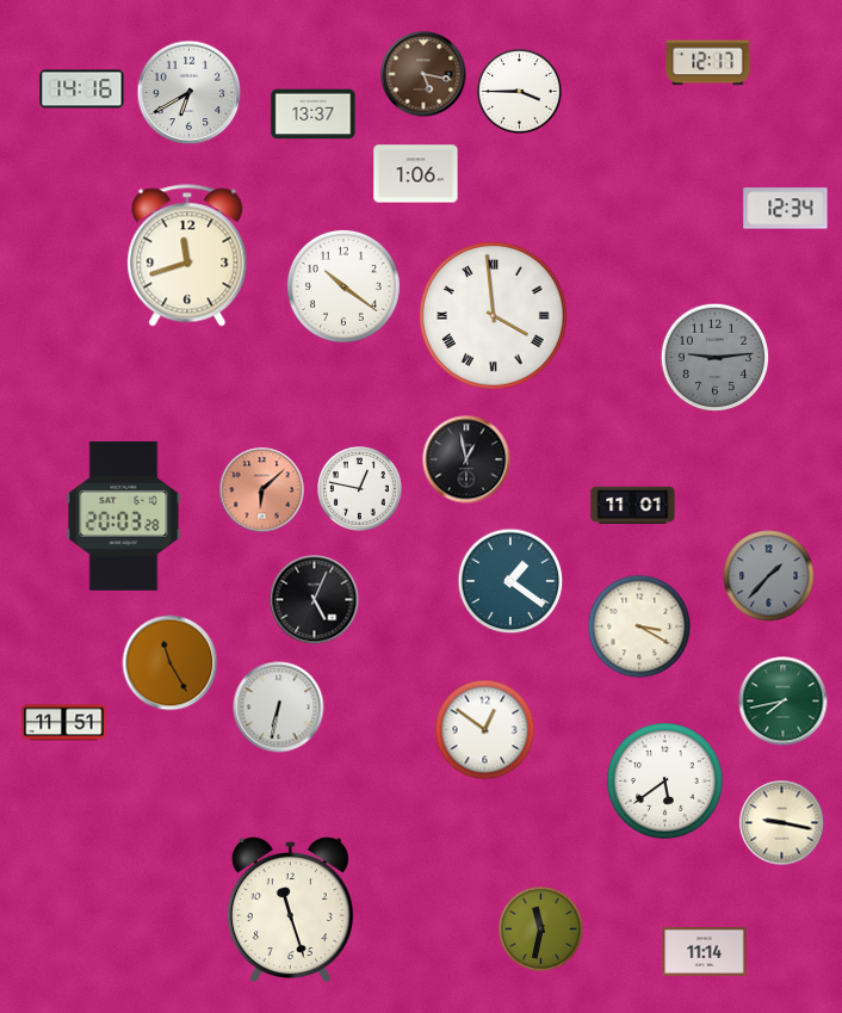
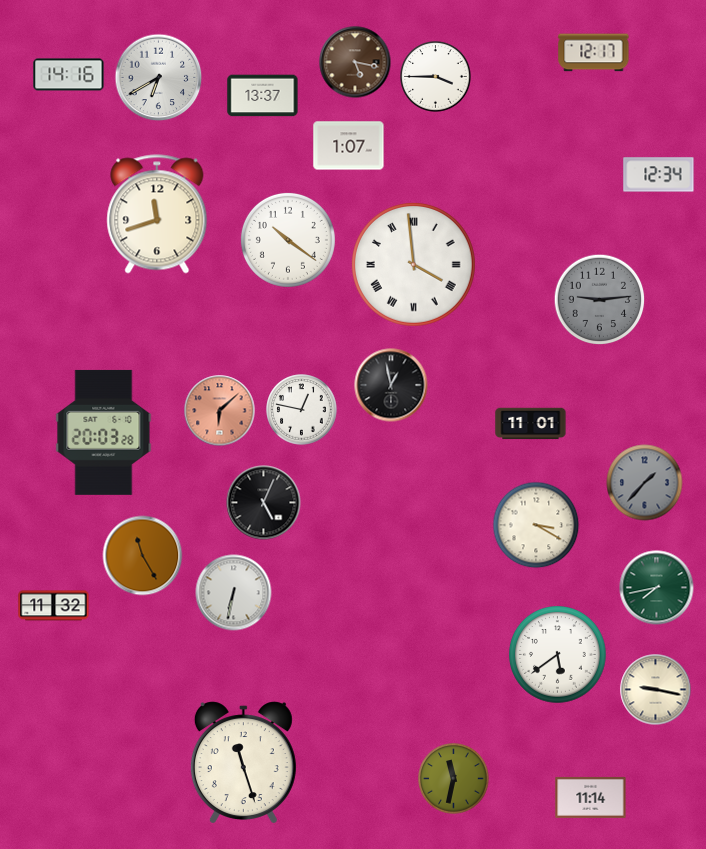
clock at (416, 174): 1:06 -> 1:07
clock at (510, 581): 1:21 -> none
clock at (64, 723): 11:51 -> 11:32
clock at (485, 730): 12:51 -> none
